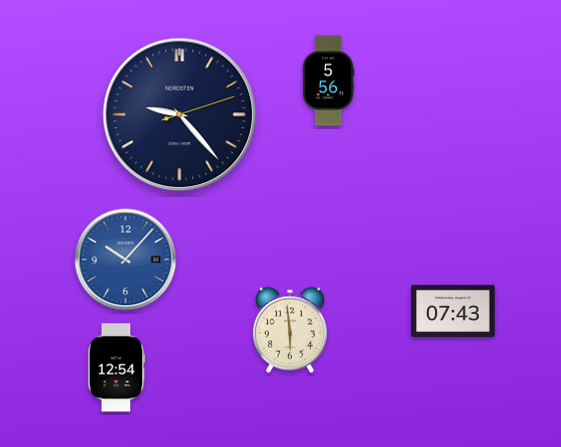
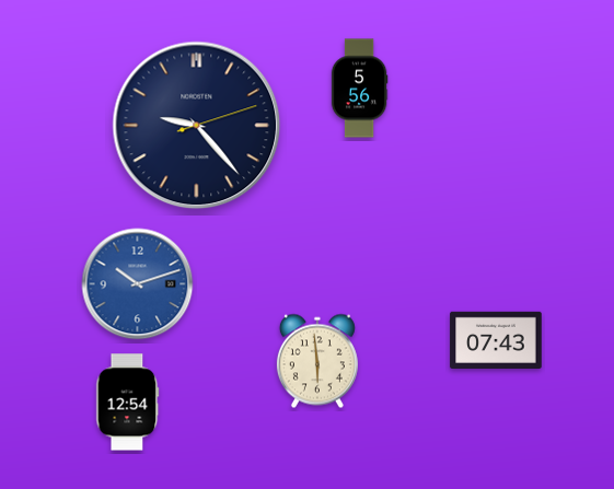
clock at (126, 260): 10:07 -> 10:12
